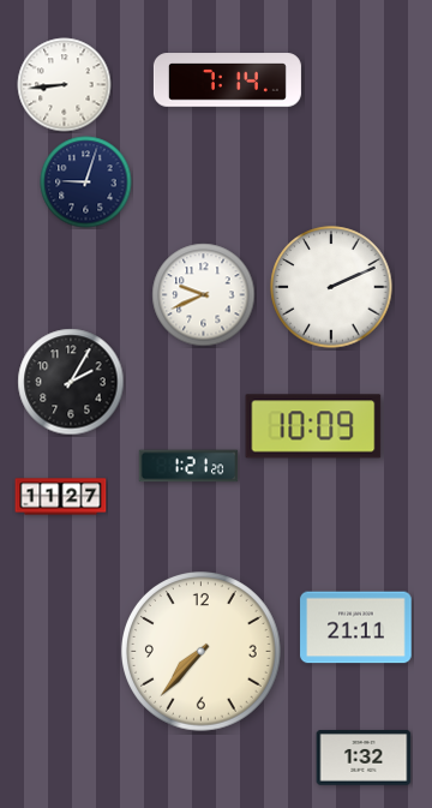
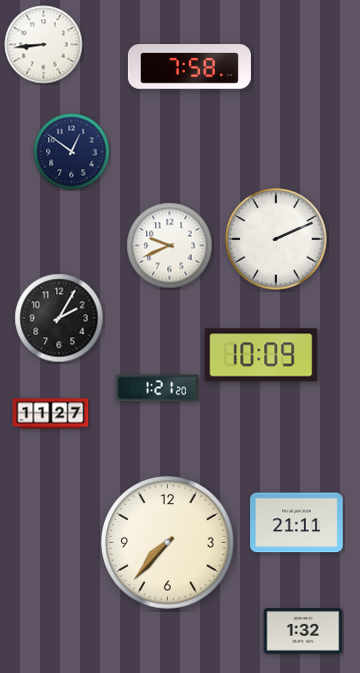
clock at (227, 80): 7:14 -> 7:58
clock at (65, 85) position: (65, 85) -> (44, 45)
clock at (86, 182): 9:03 -> 12:51
